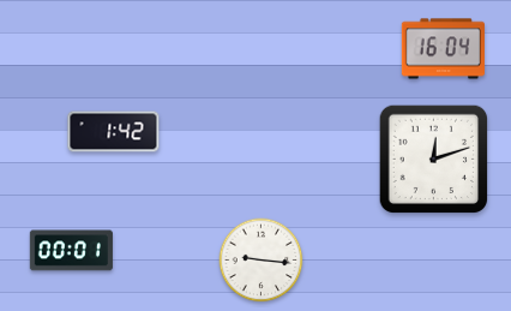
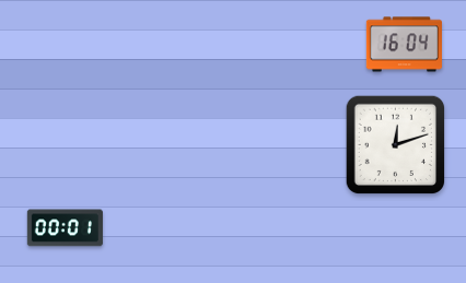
clock at (114, 132): 1:42 -> none
clock at (261, 261): 9:16 -> none
